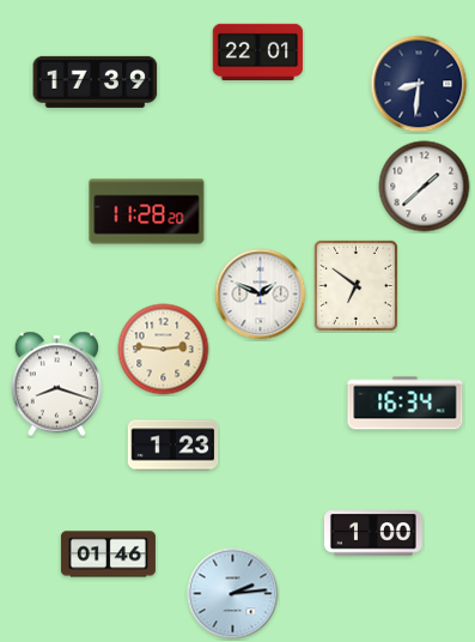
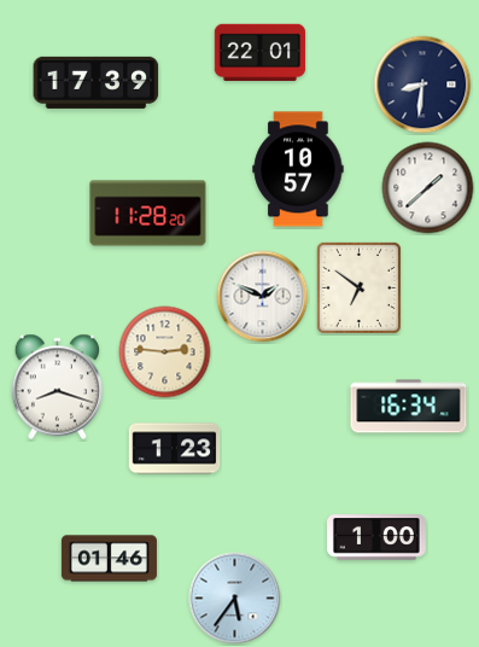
clock at (298, 169): none -> 10:57
clock at (233, 594): 2:14 -> 5:36
